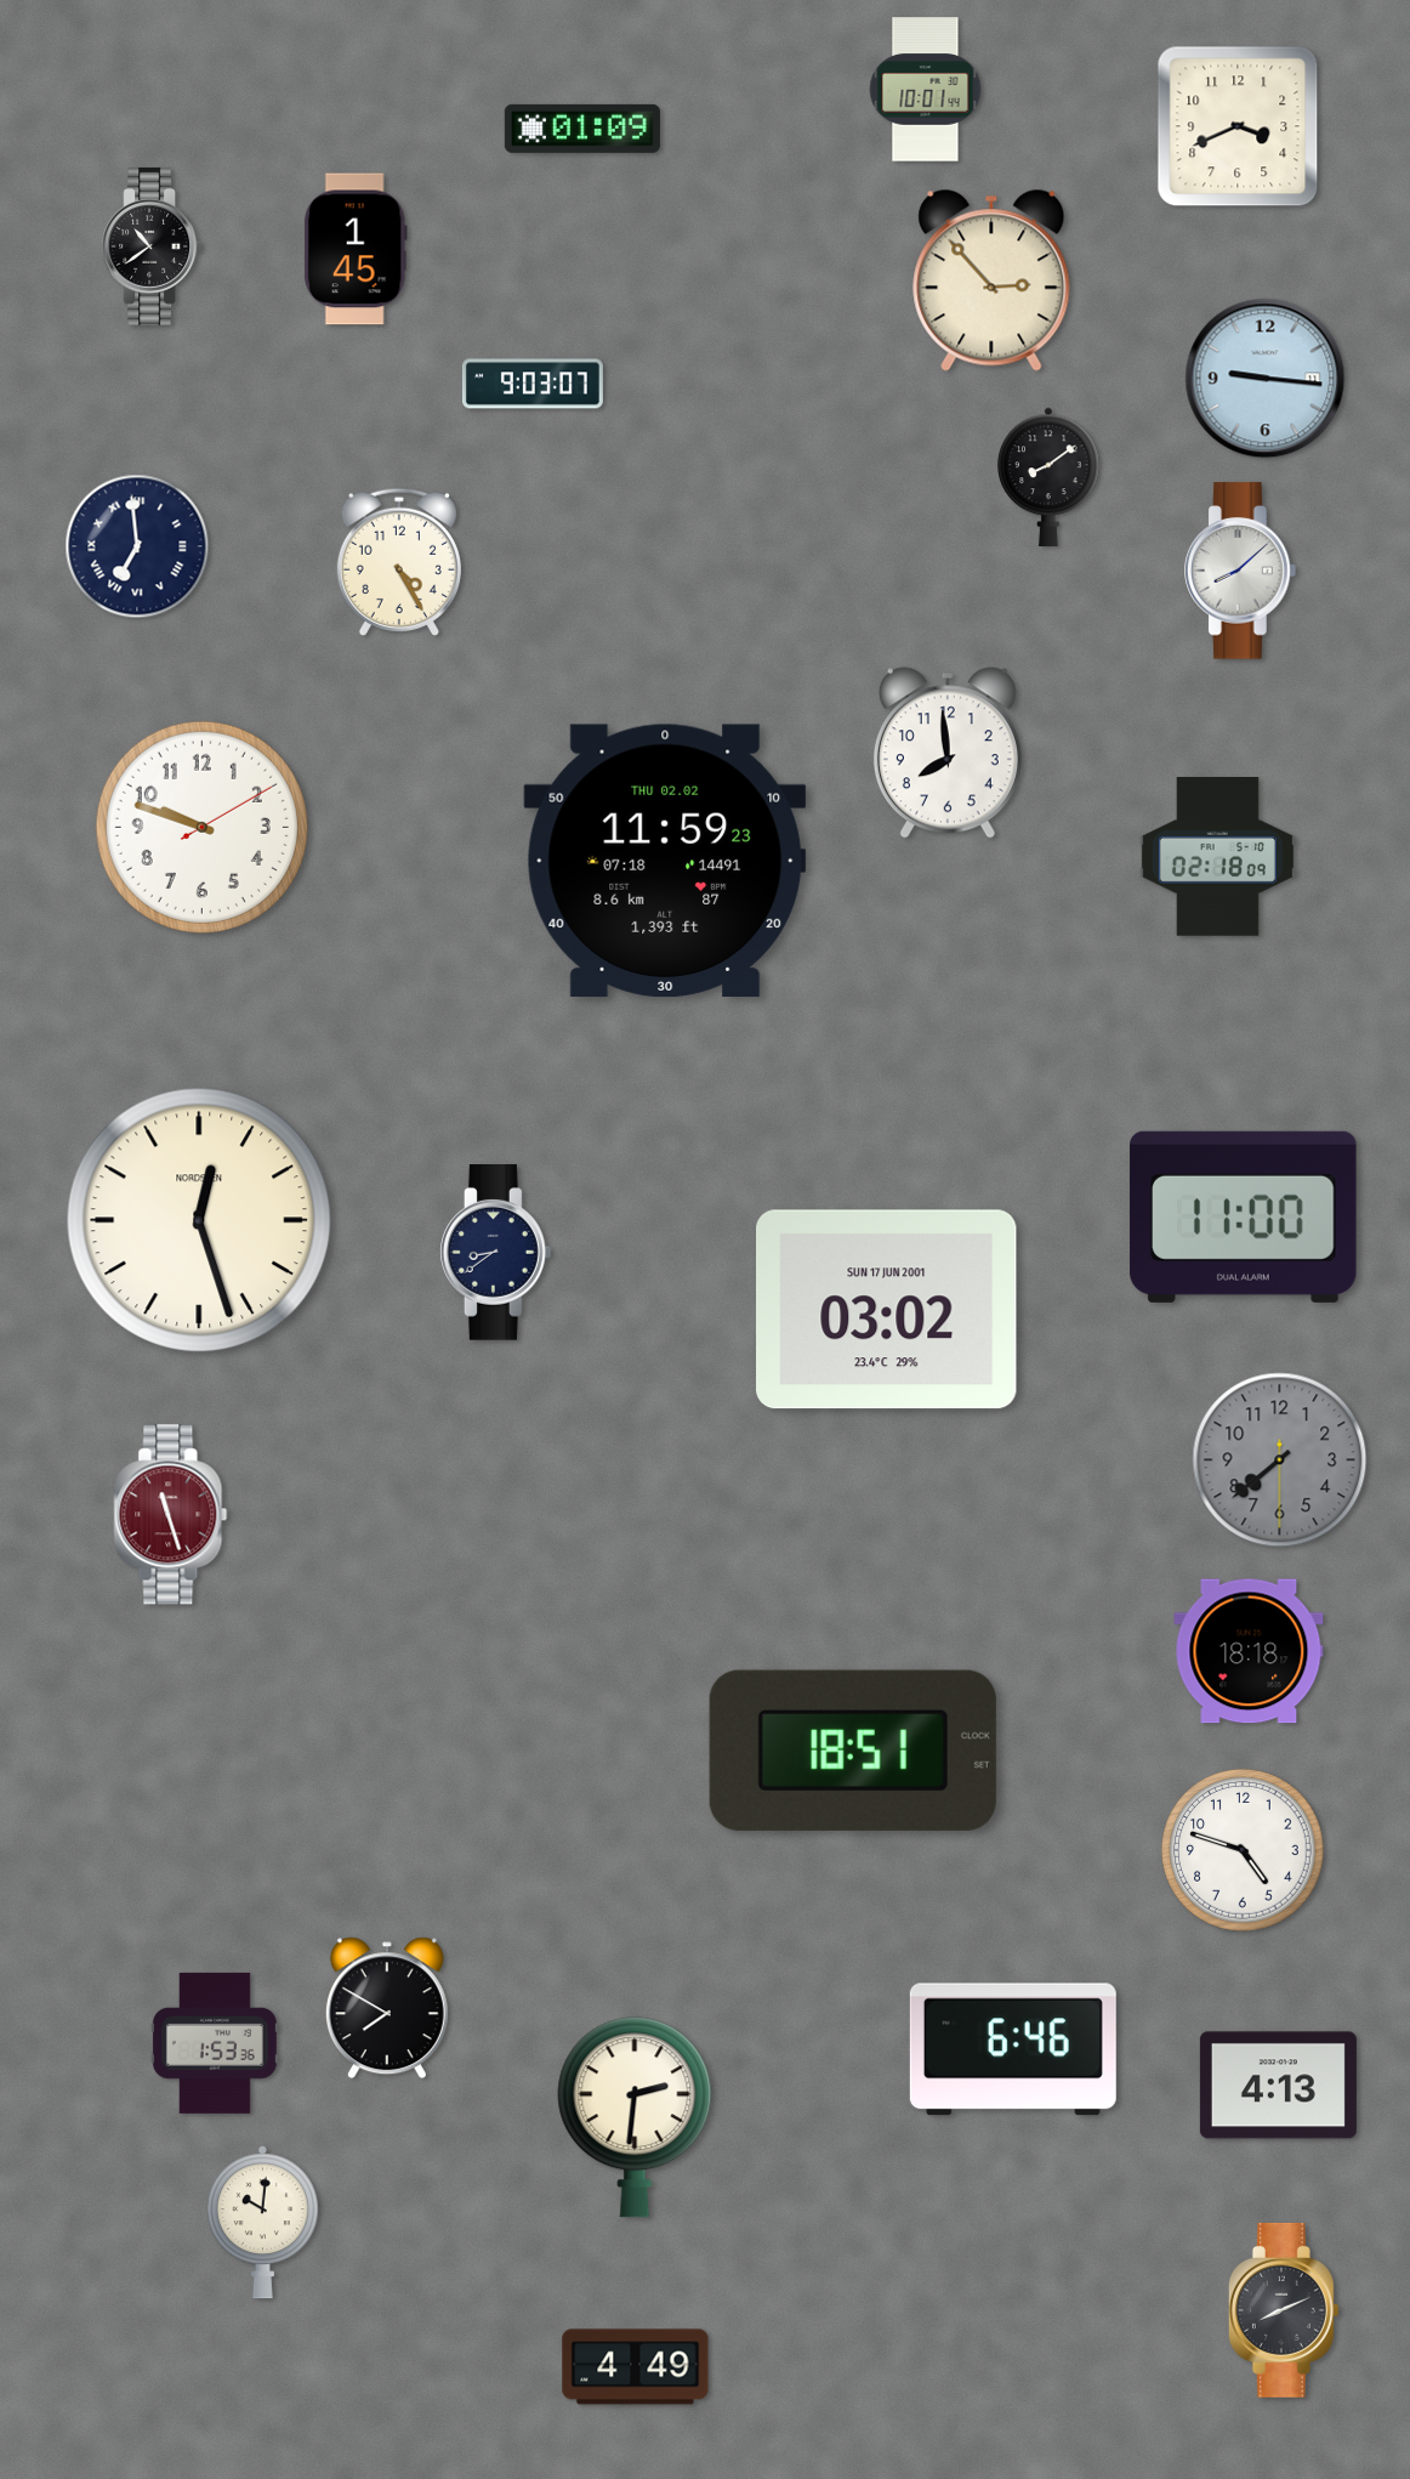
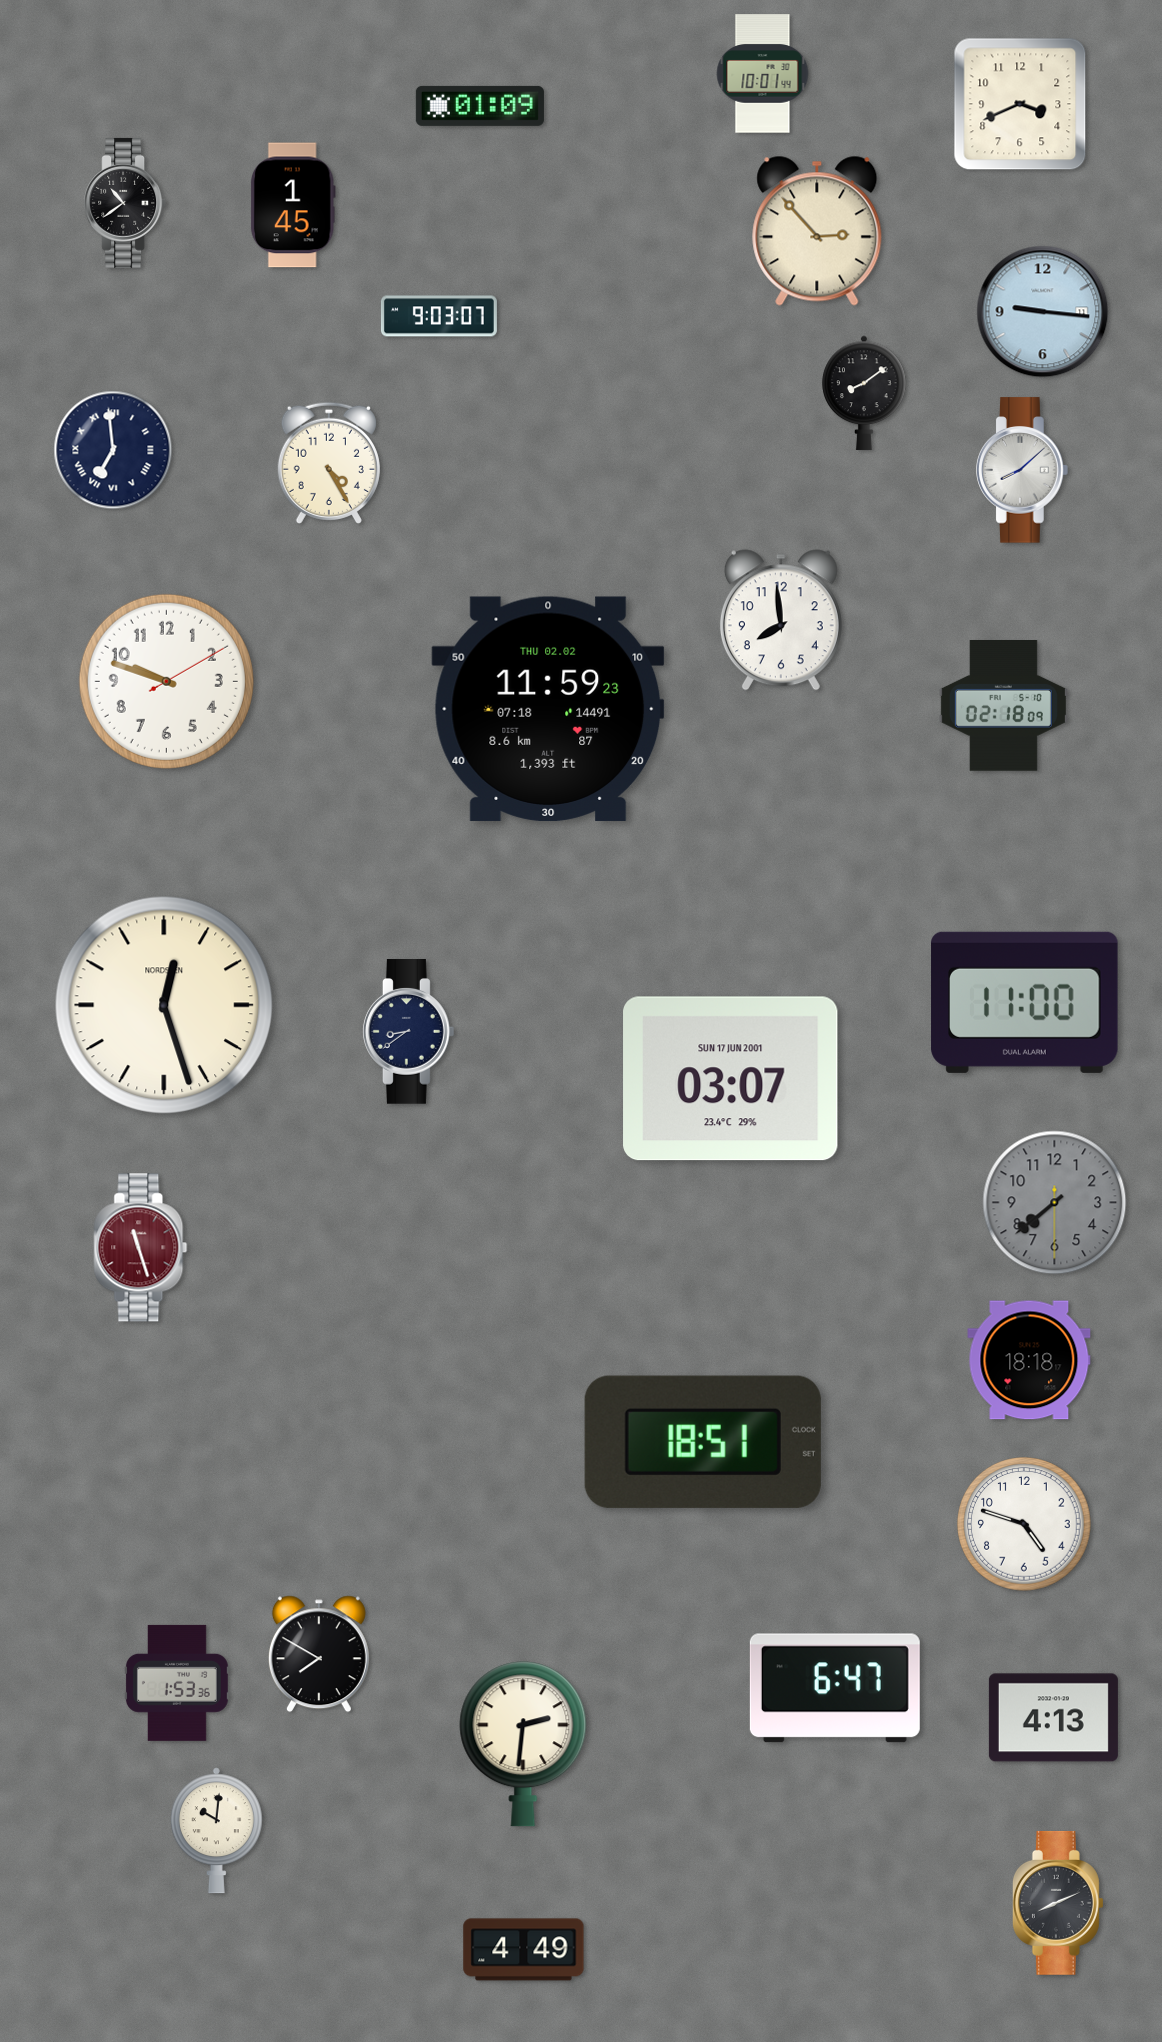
clock at (887, 1310): 03:02 -> 03:07
clock at (1013, 2049): 6:46 -> 6:47
